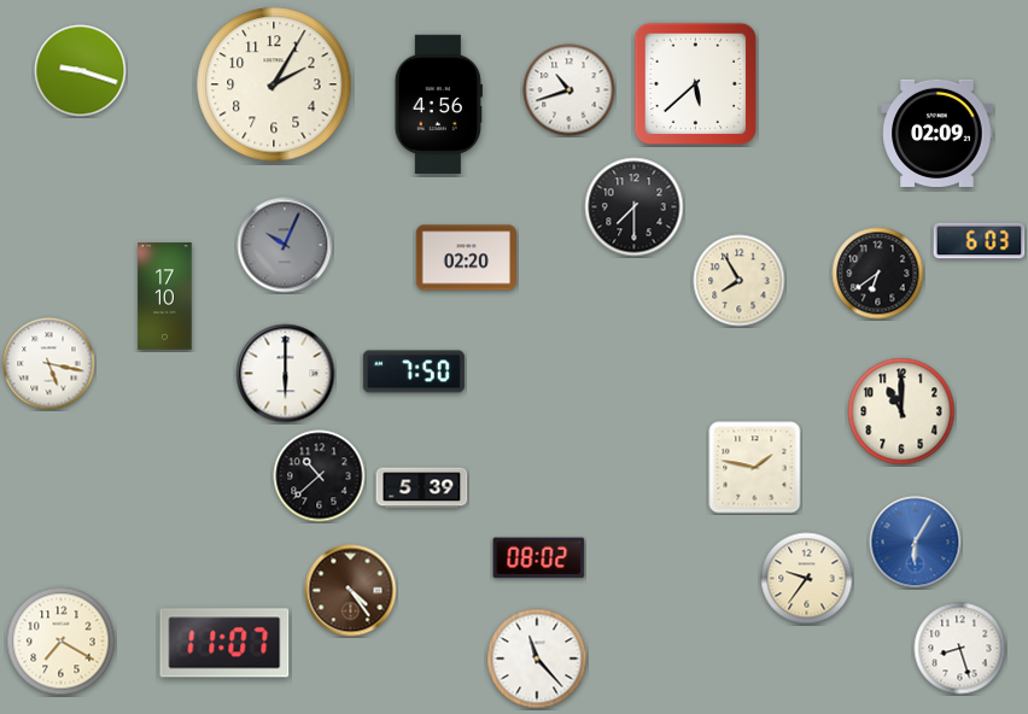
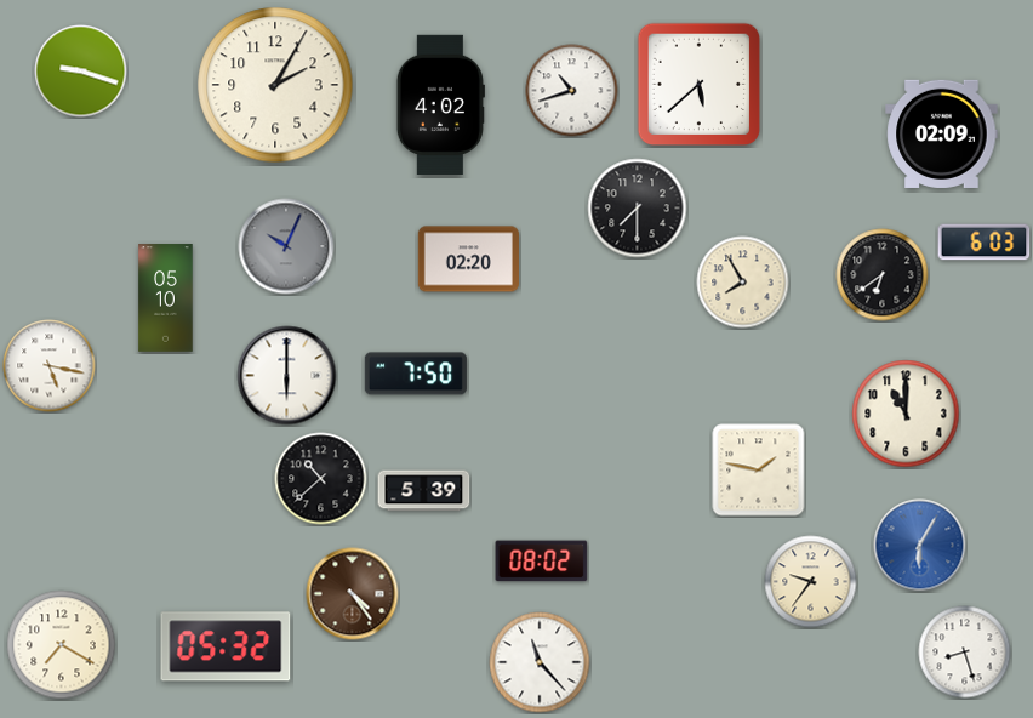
clock at (438, 104): 4:56 -> 4:02
clock at (165, 297): 17:10 -> 05:10
clock at (224, 643): 11:07 -> 05:32
